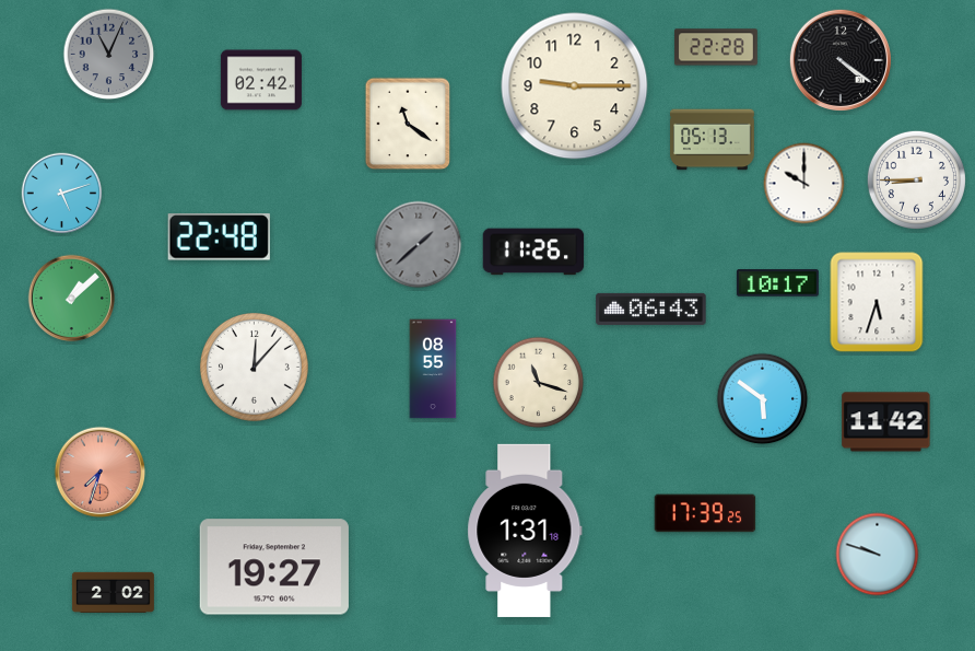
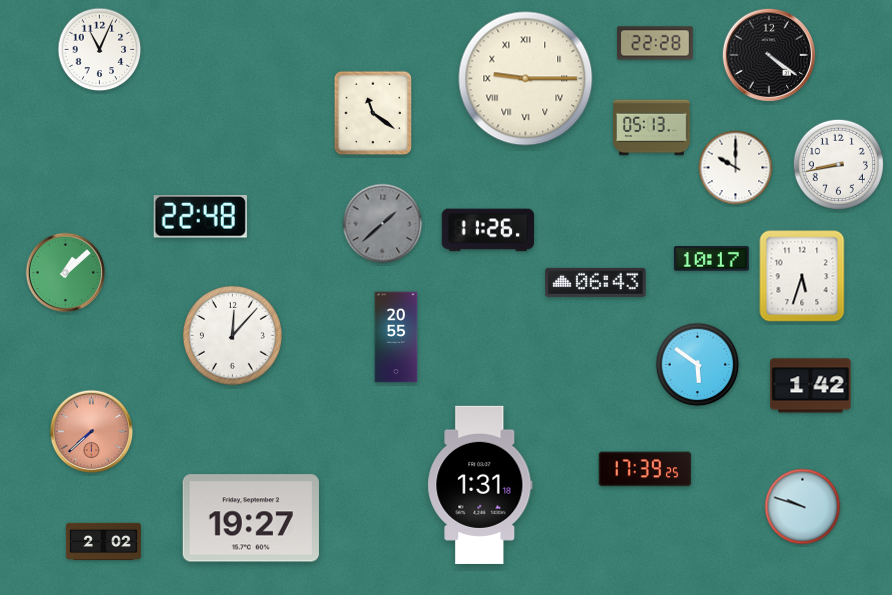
clock at (109, 55) dial: grey -> white
clock at (261, 80): 02:42 -> none
clock at (575, 86) numerals: Arabic -> Roman
clock at (916, 179): 8:45 -> 8:43
clock at (62, 194): 5:12 -> none
clock at (433, 369): 08:55 -> 20:55
clock at (539, 383): 11:18 -> none
clock at (886, 422): 11:42 -> 1:42
clock at (101, 473): 7:33 -> 7:38
